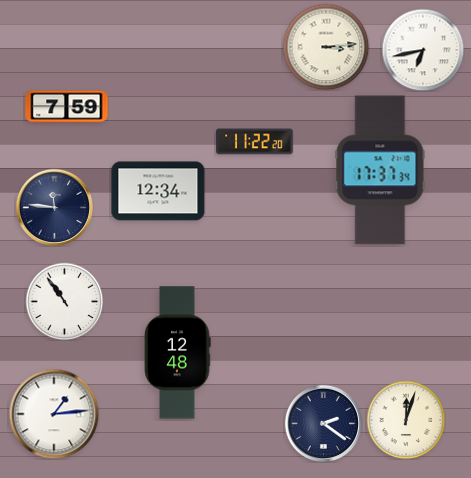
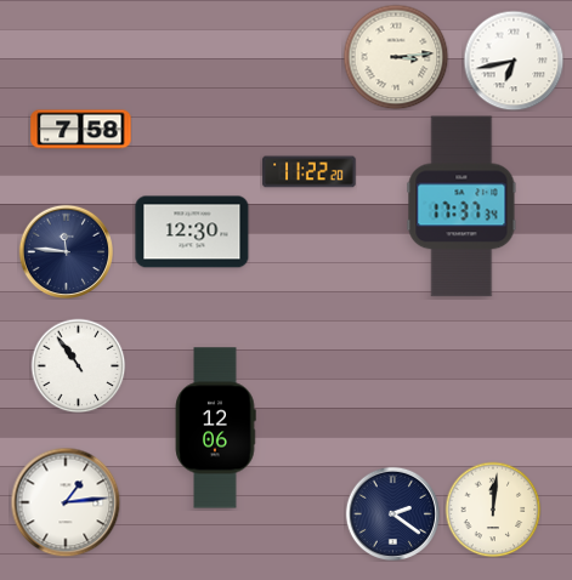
clock at (67, 107): 7:59 -> 7:58
clock at (158, 191): 12:34 -> 12:30
clock at (177, 353): 12:48 -> 12:06
clock at (406, 420): 12:03 -> 12:01
